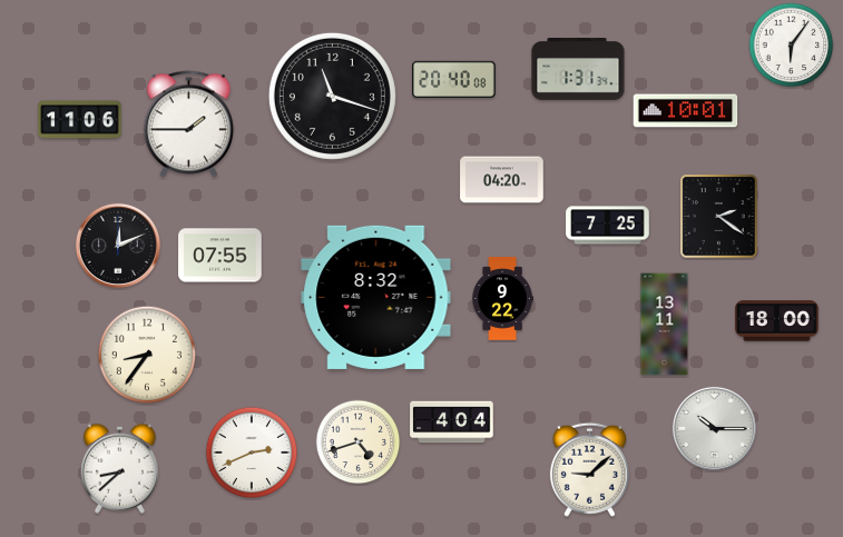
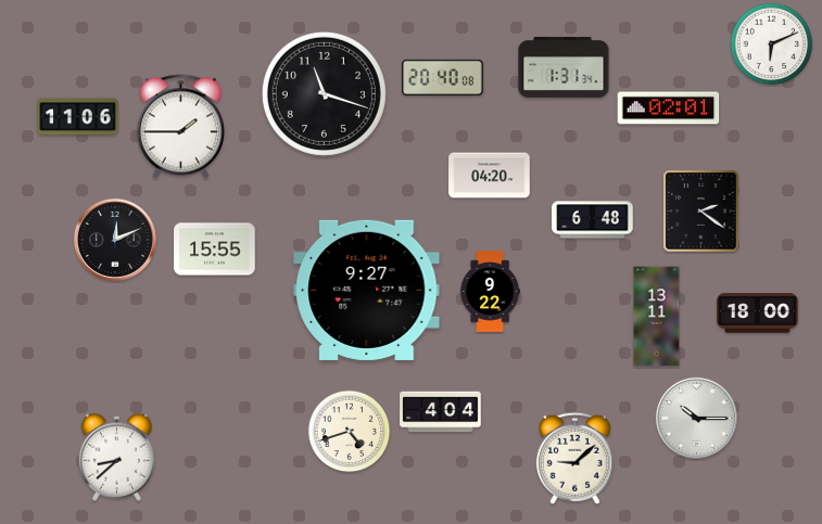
clock at (792, 46): 6:06 -> 6:11
clock at (686, 111): 10:01 -> 02:01
clock at (188, 125) position: (188, 125) -> (180, 127)
clock at (608, 226): 7:25 -> 6:48
clock at (220, 256): 07:55 -> 15:55
clock at (376, 297): 8:32 -> 9:27
clock at (665, 325) position: (665, 325) -> (657, 317)
clock at (147, 355): 8:36 -> none
clock at (252, 453): 2:41 -> none
